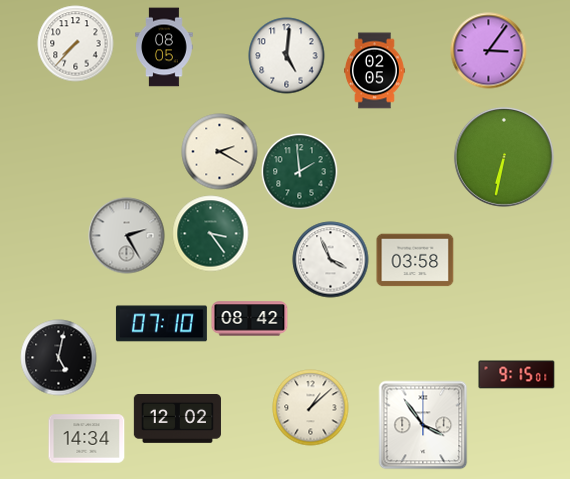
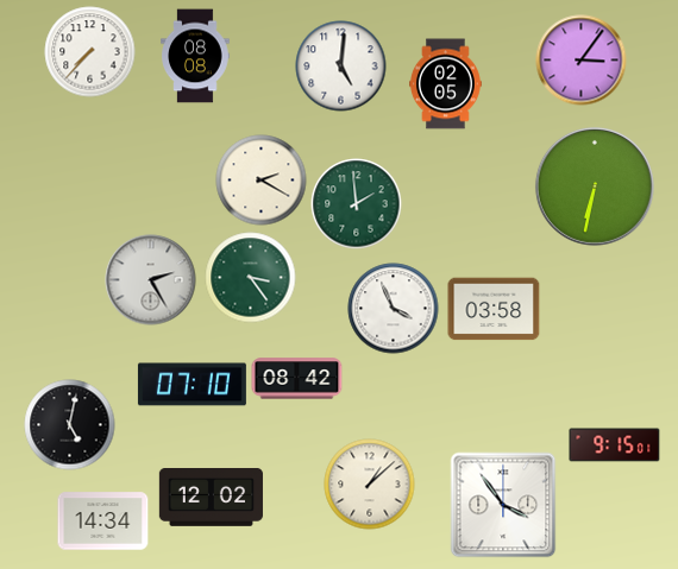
clock at (164, 47): 08:05 -> 08:08
clock at (504, 157) position: (504, 157) -> (595, 186)
